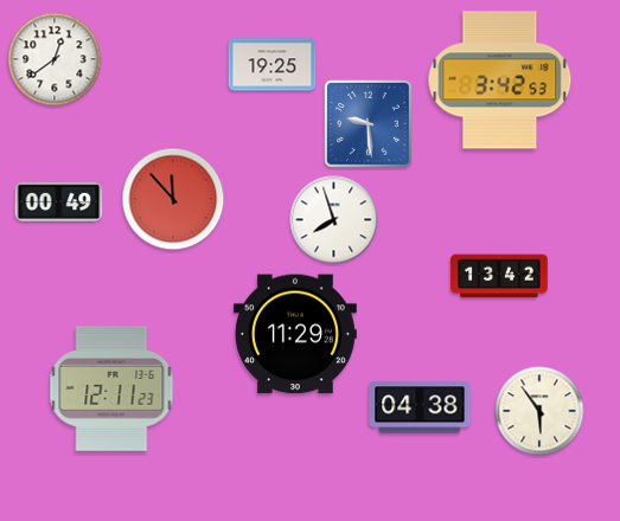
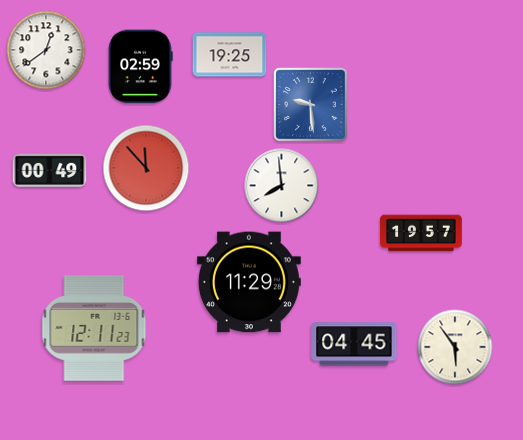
clock at (140, 67): none -> 02:59
clock at (500, 81): 3:42 -> none
clock at (334, 220): 7:57 -> 7:59
clock at (499, 276): 13:42 -> 19:57
clock at (420, 407): 04:38 -> 04:45
